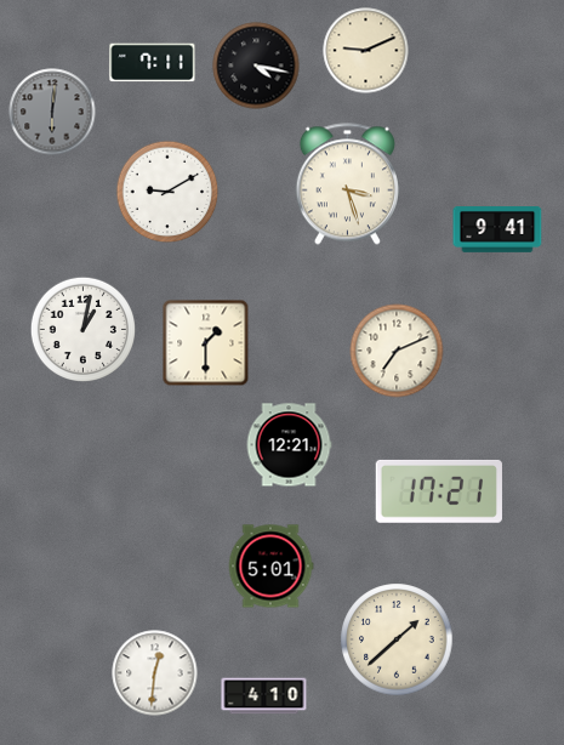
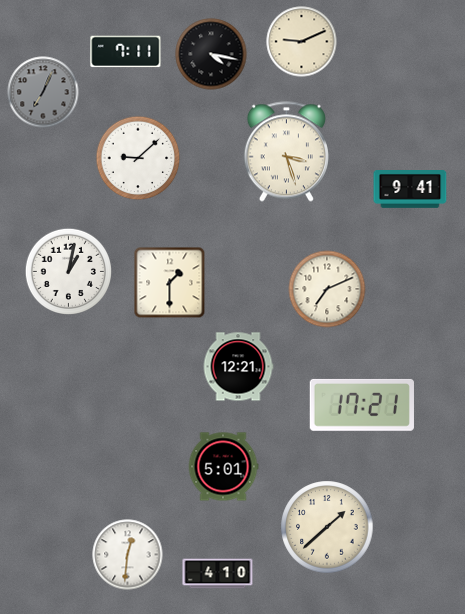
clock at (52, 112): 6:01 -> 7:04
clock at (167, 192): 9:10 -> 9:08
